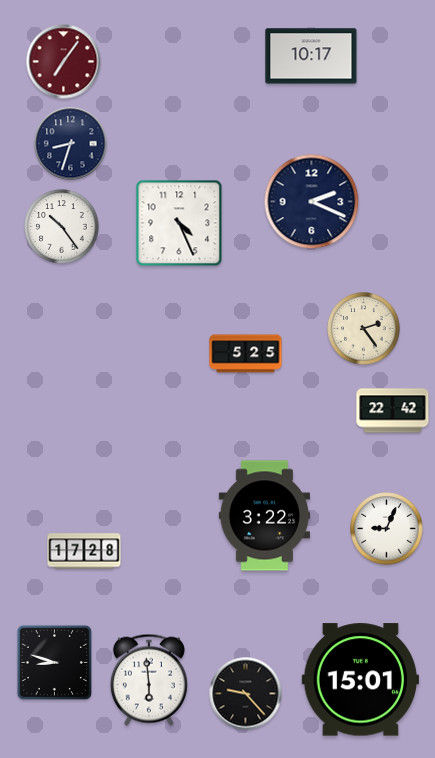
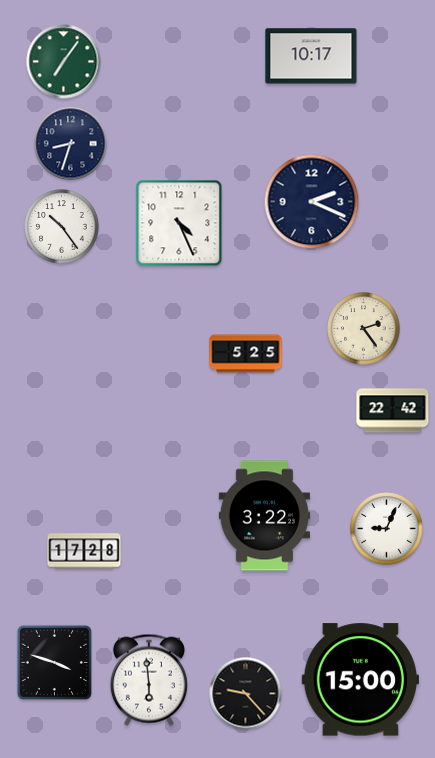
clock at (64, 62) dial: burgundy -> green
clock at (54, 662): 8:48 -> 3:48
clock at (360, 680): 15:01 -> 15:00
